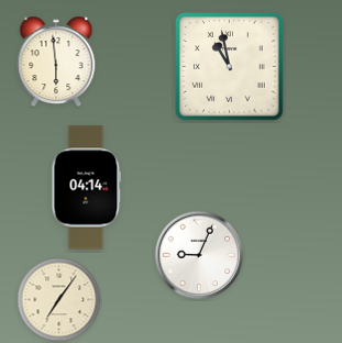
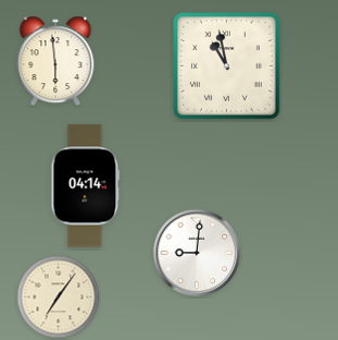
clock at (199, 255): 9:04 -> 9:01
